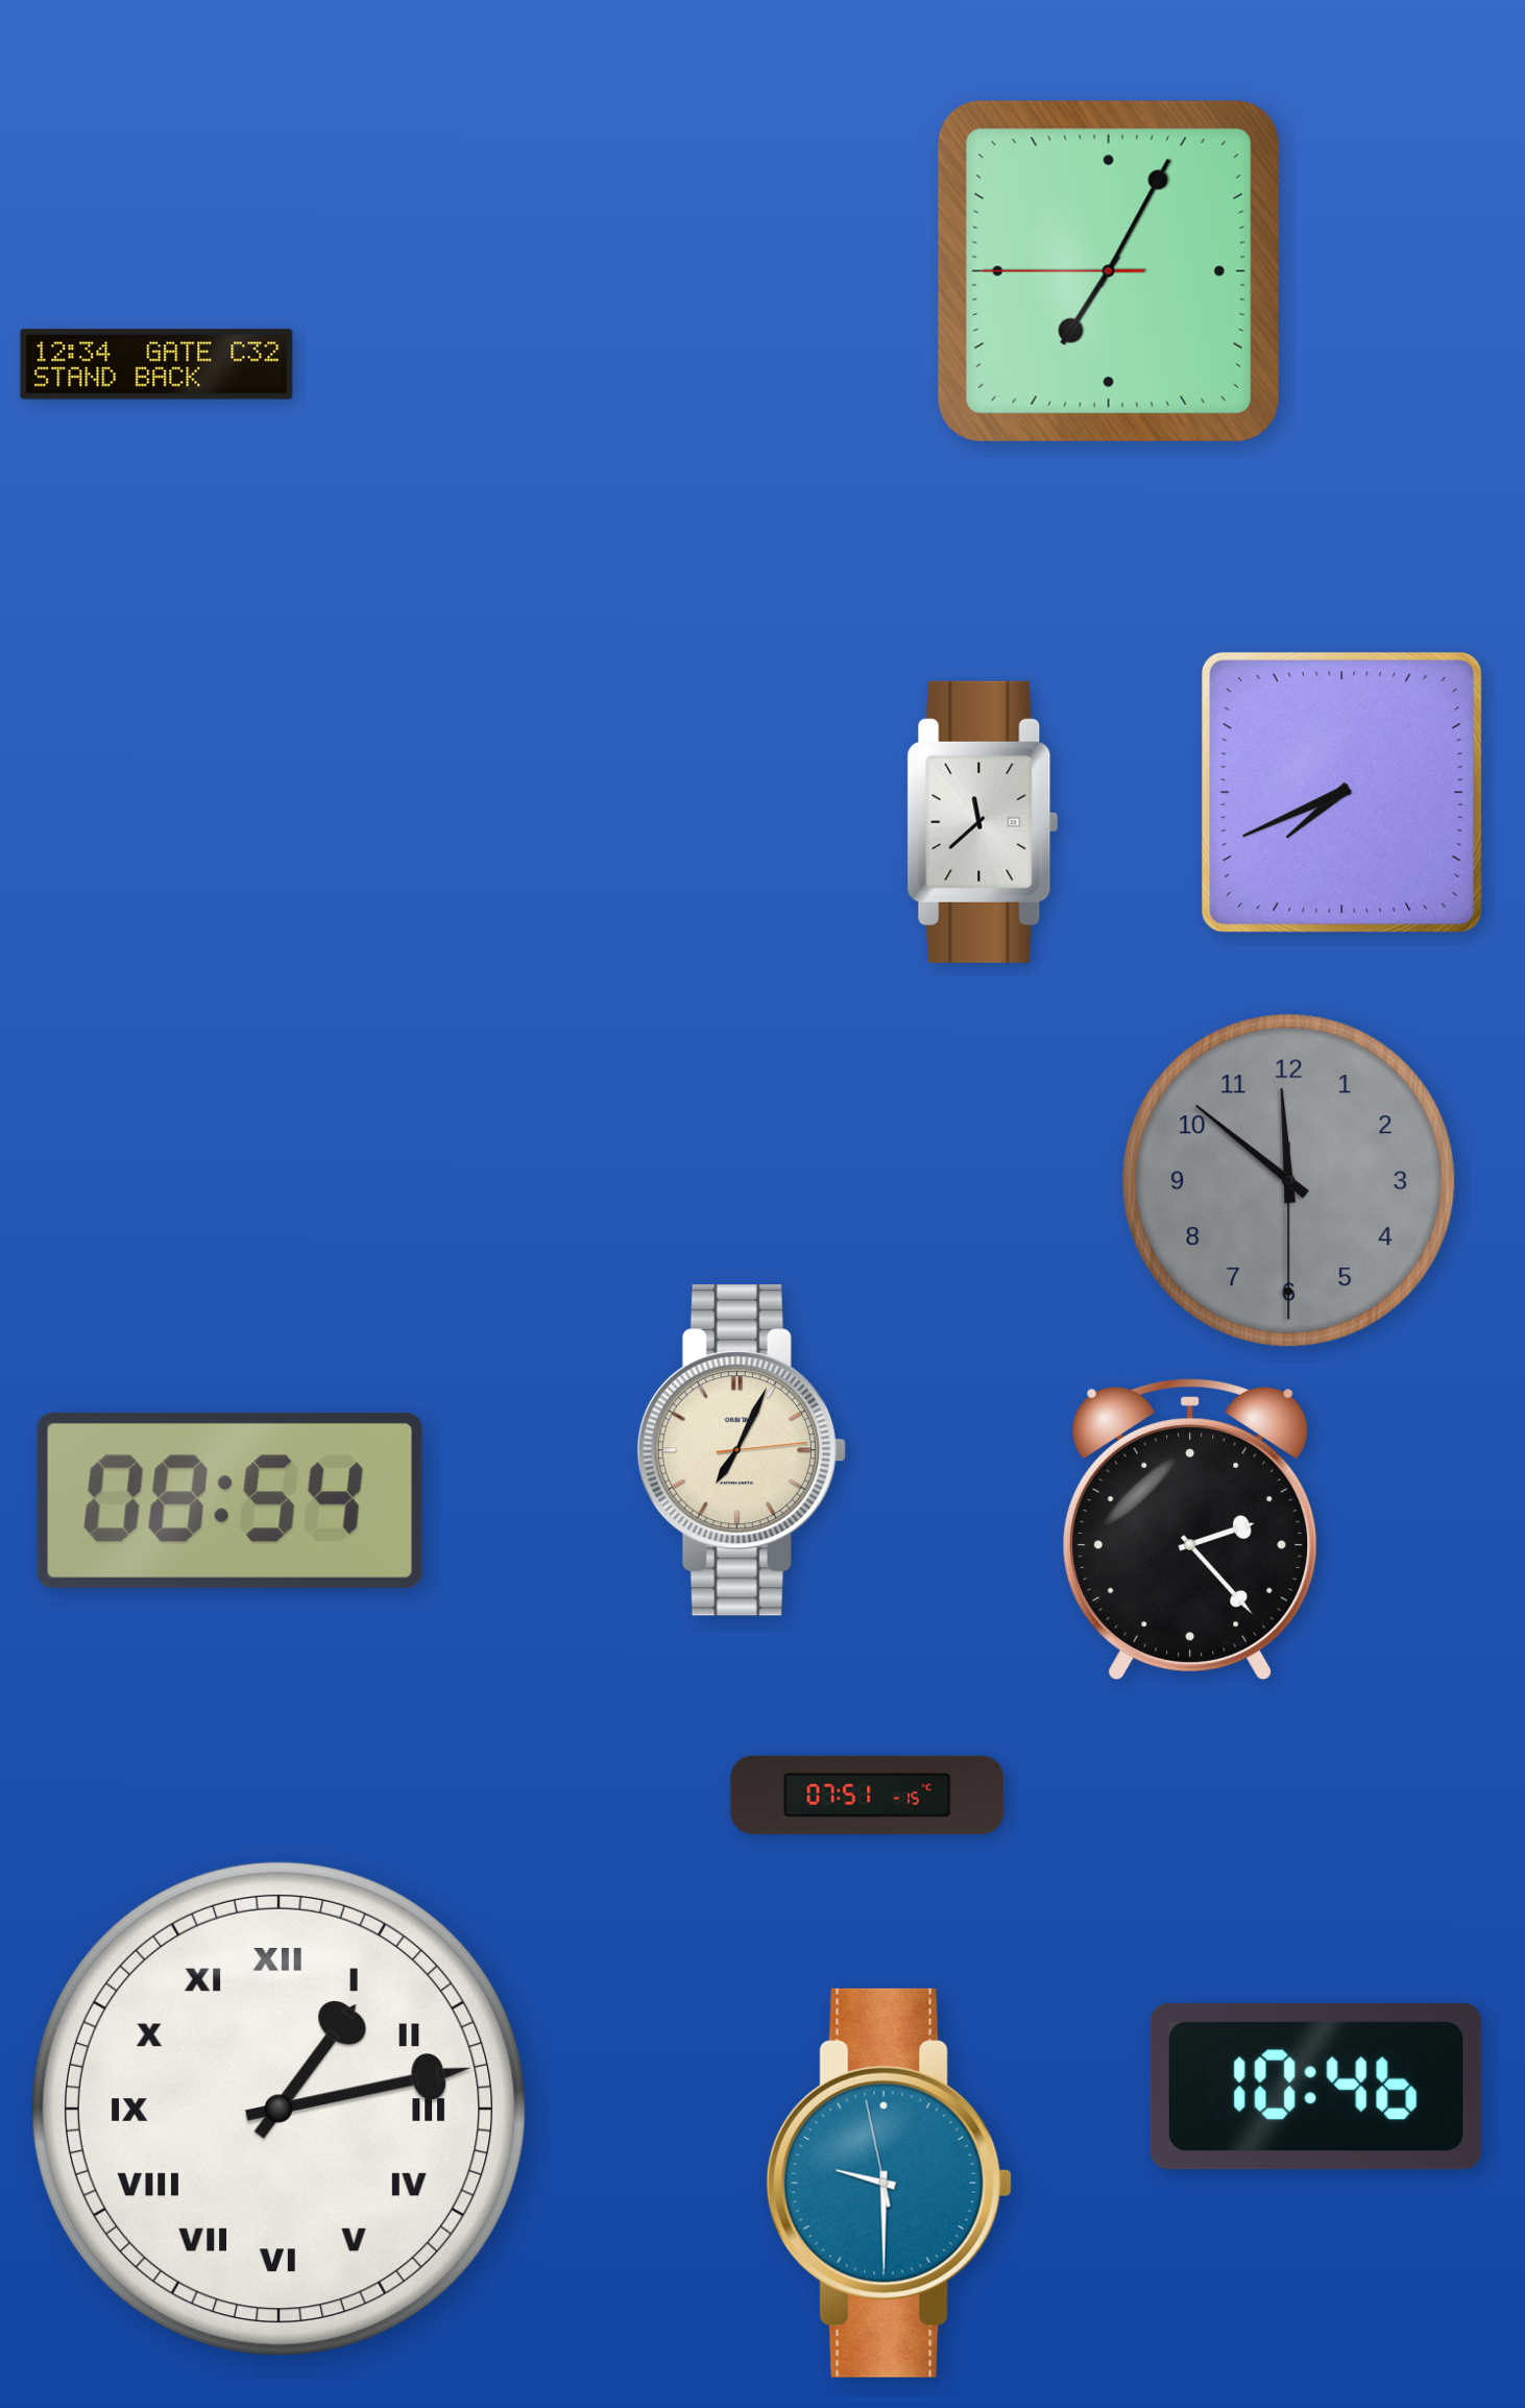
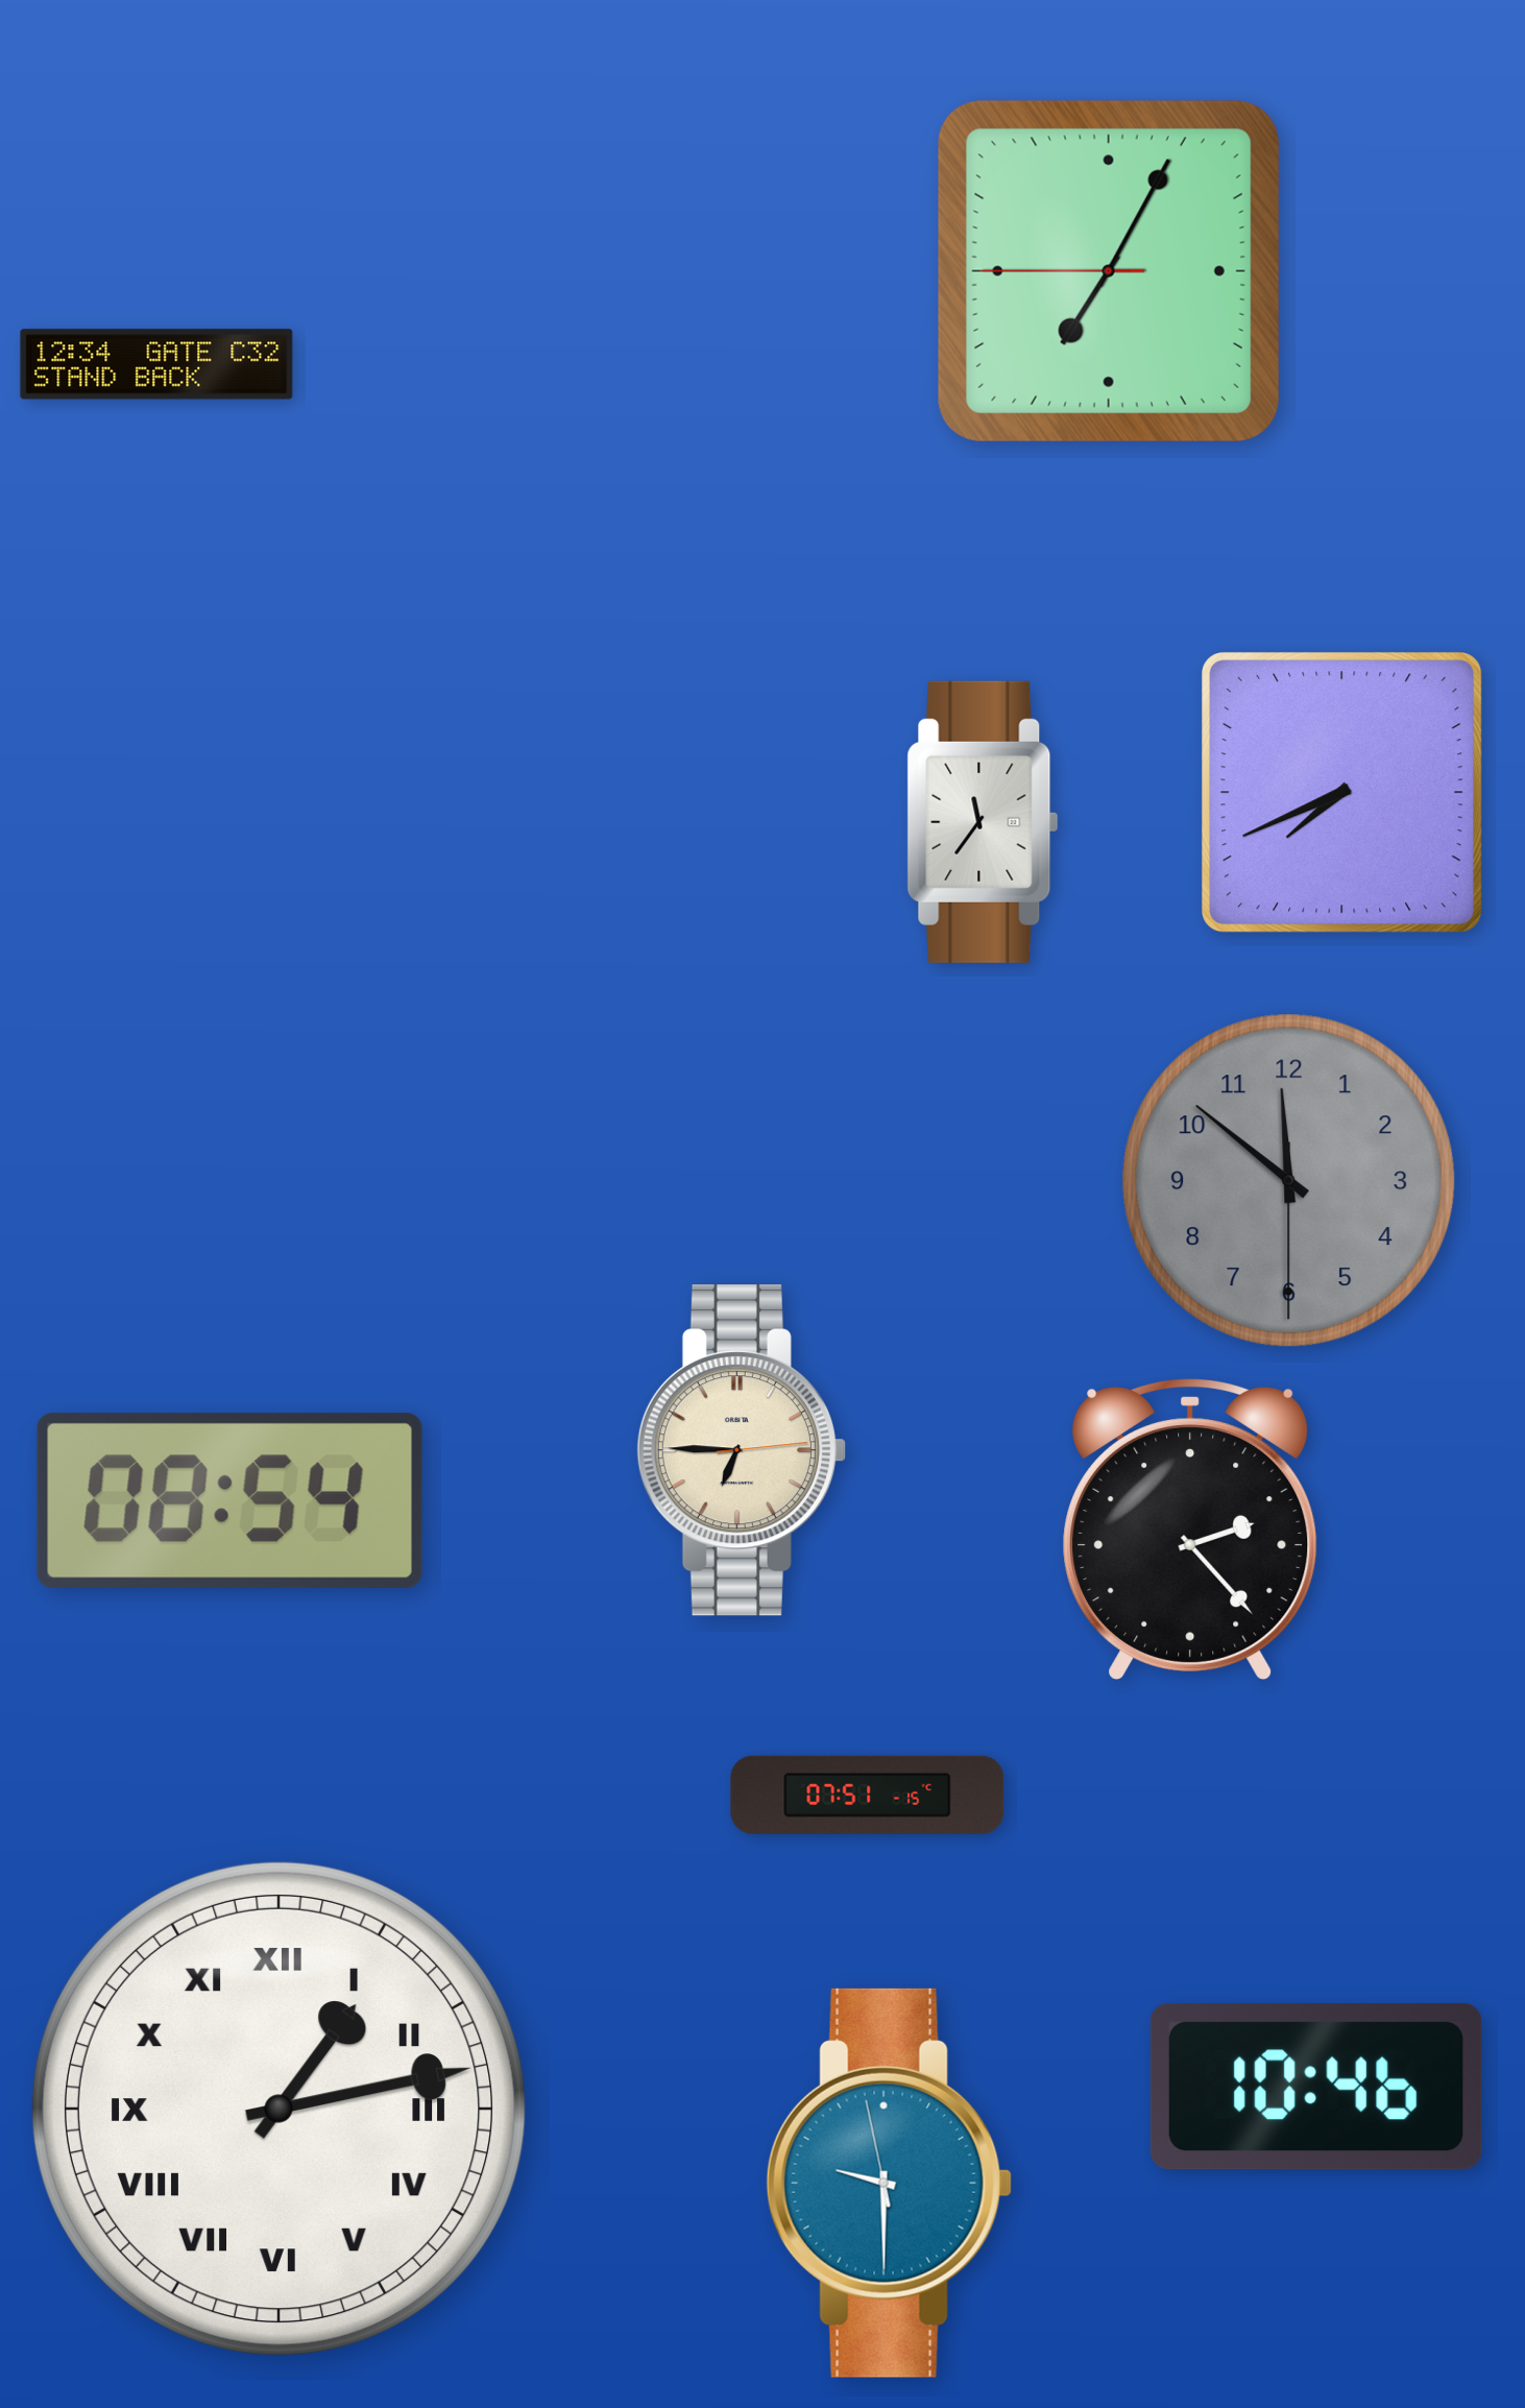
clock at (983, 822): 11:38 -> 11:36
clock at (742, 1450): 7:04 -> 6:45
